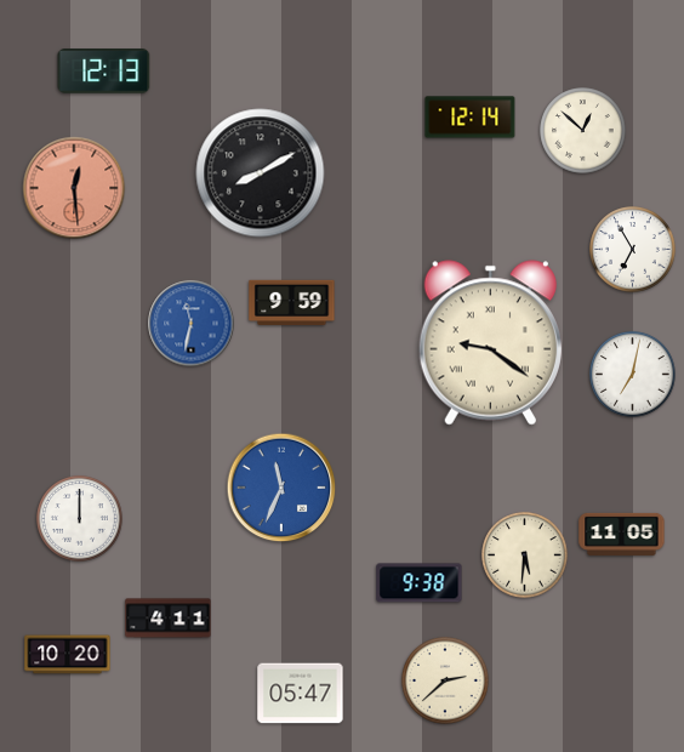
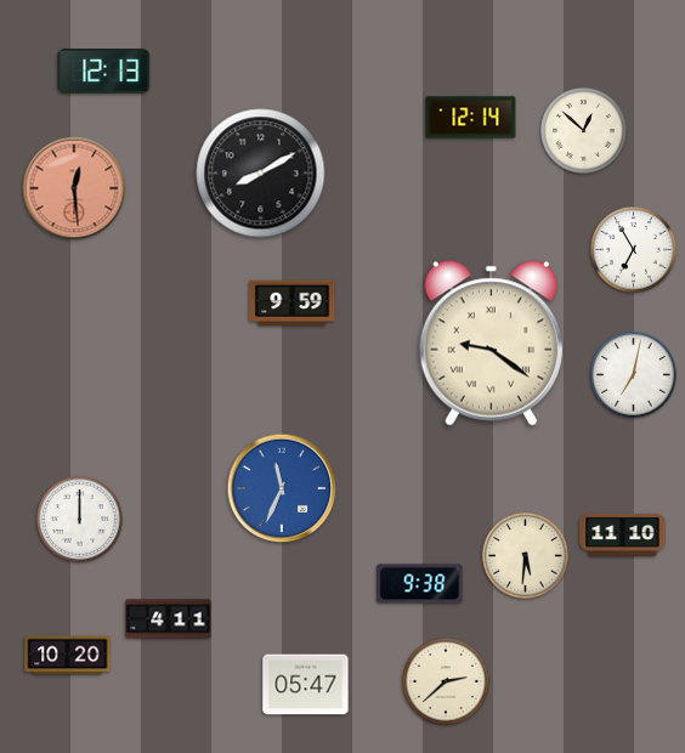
clock at (192, 324): 11:32 -> none
clock at (622, 534): 11:05 -> 11:10
clock at (301, 694) position: (301, 694) -> (306, 685)
